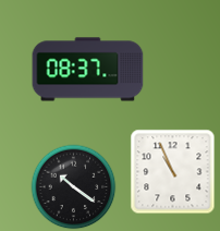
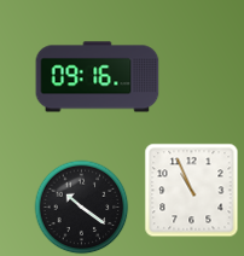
clock at (88, 70): 08:37 -> 09:16
